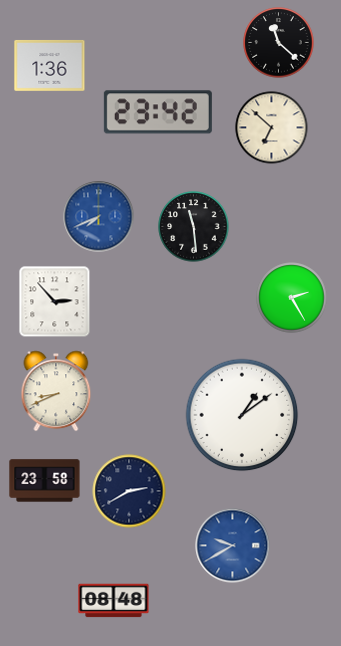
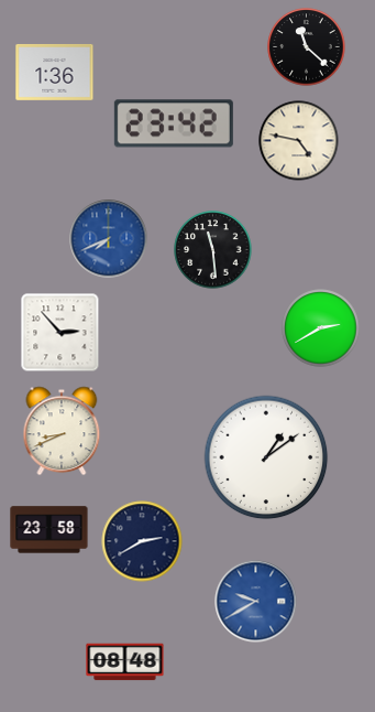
clock at (272, 128): 6:52 -> 4:47
clock at (292, 298): 2:25 -> 2:40
